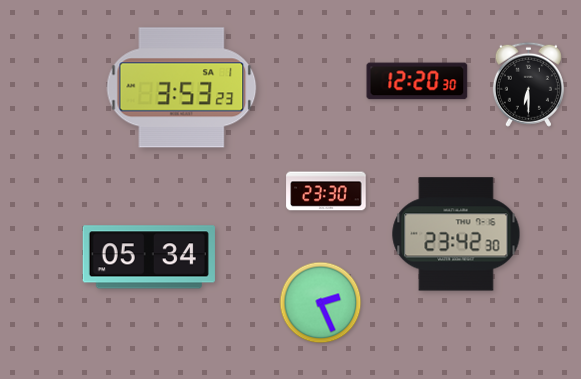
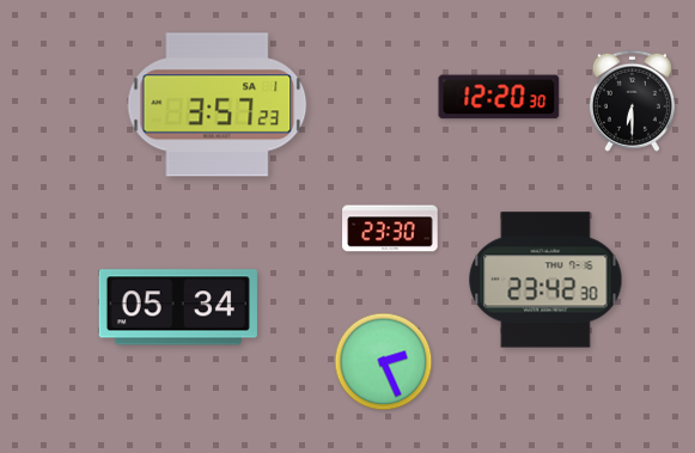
clock at (182, 88): 3:53 -> 3:57
